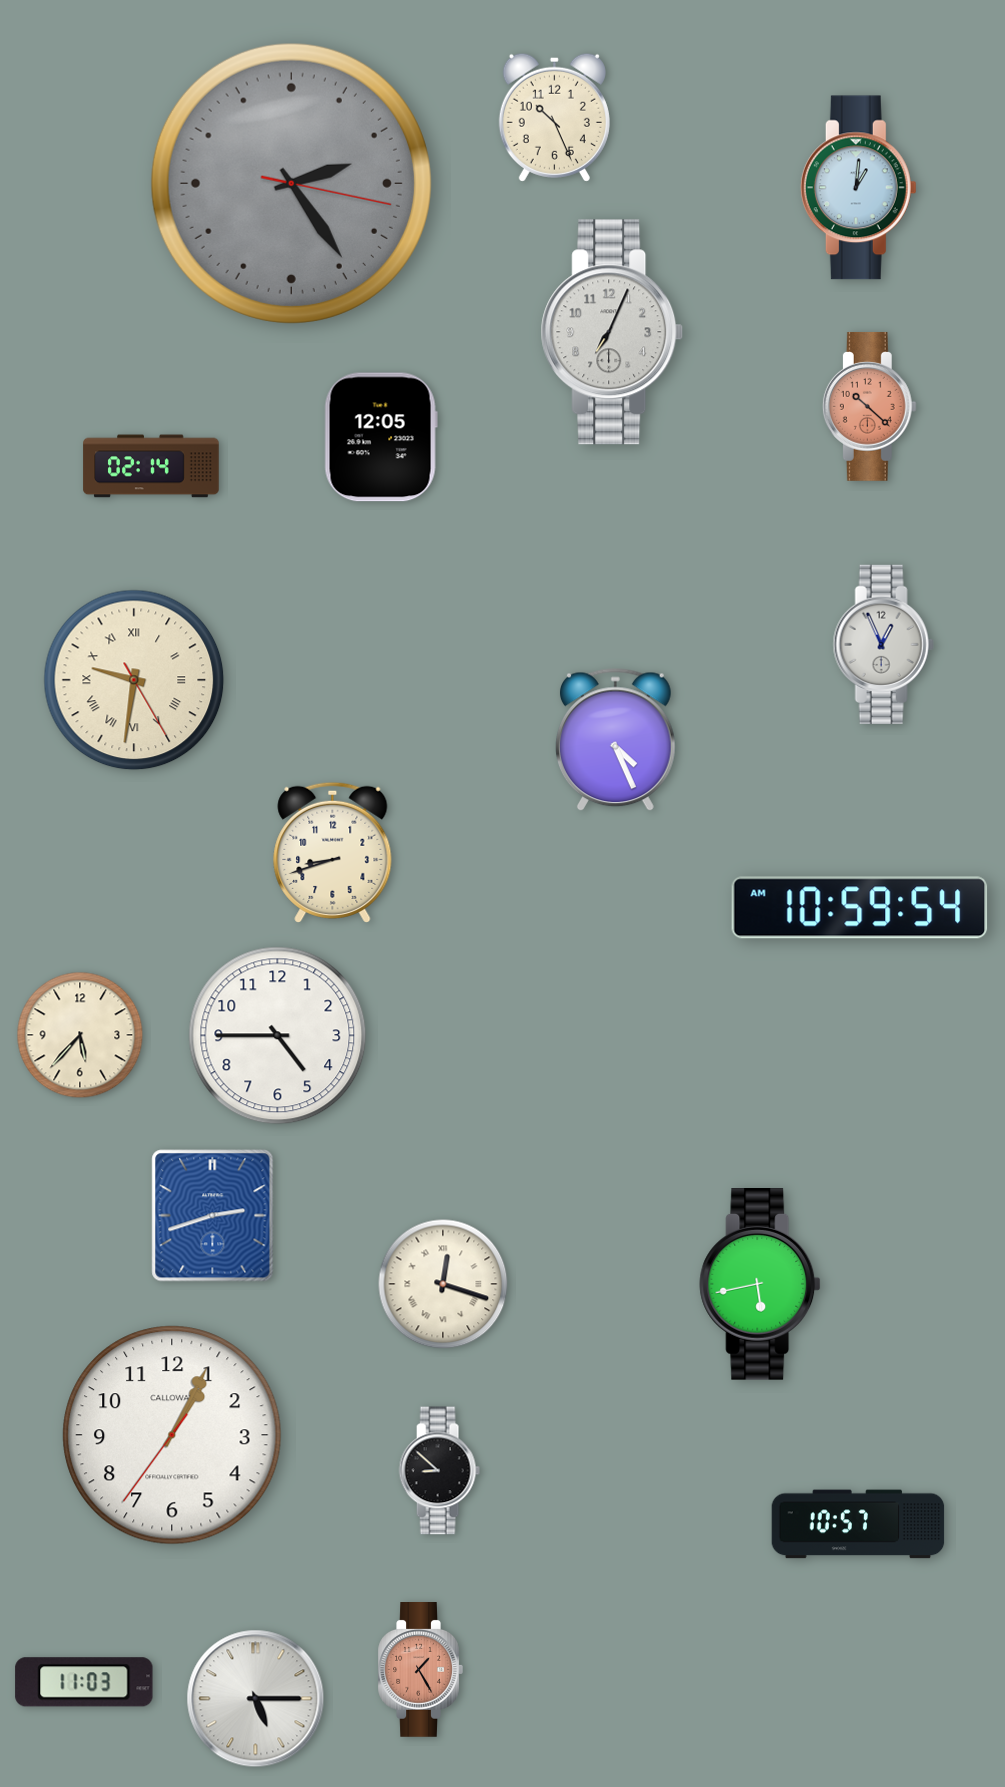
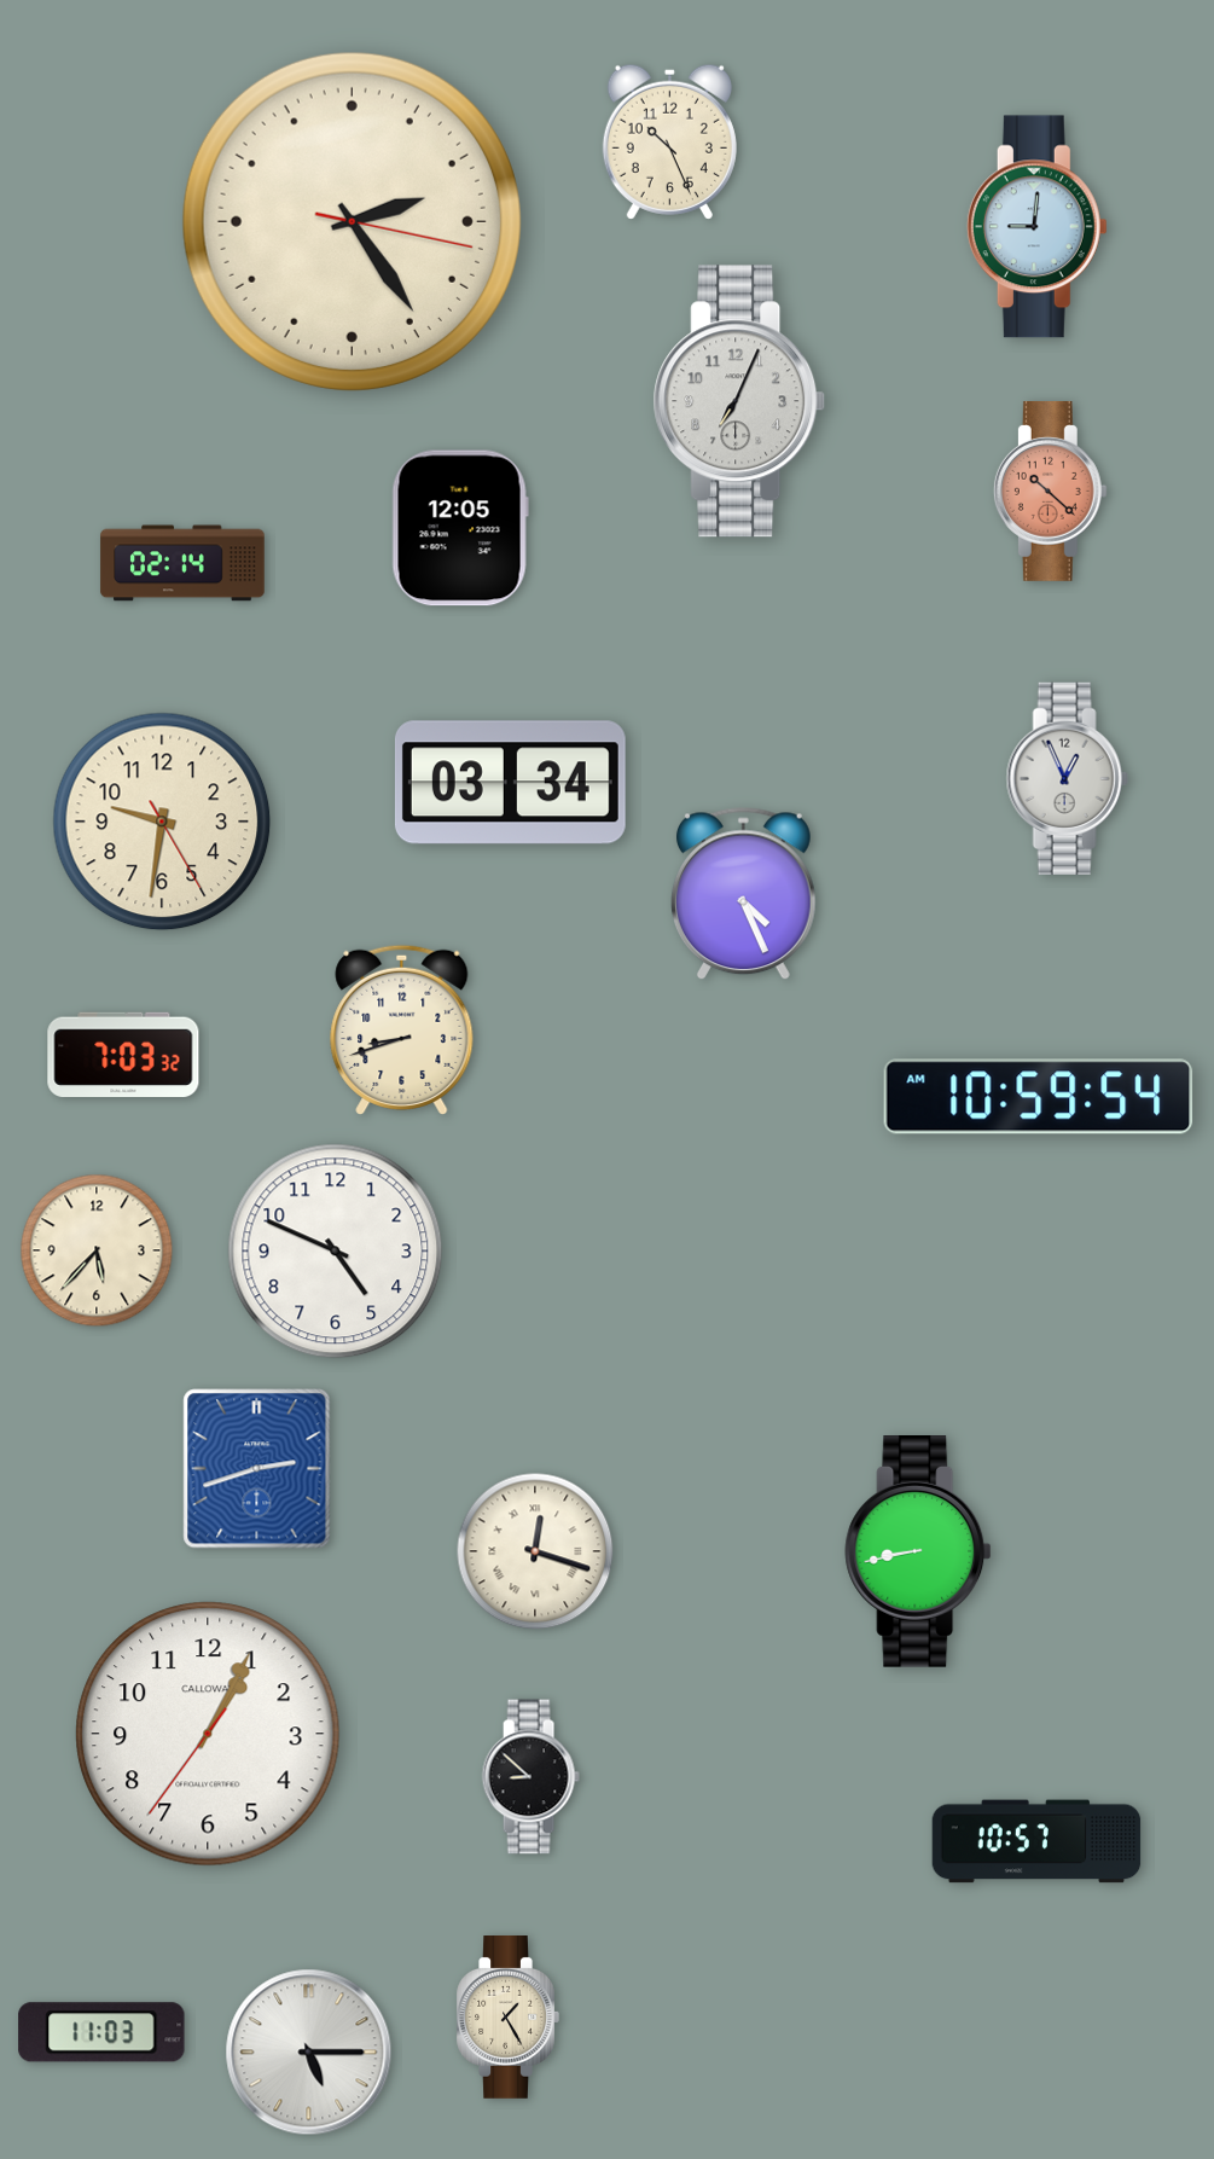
clock at (291, 183) dial: grey -> cream
clock at (858, 188): 1:01 -> 9:01
clock at (510, 783): none -> 03:34
clock at (134, 680) numerals: Roman -> Arabic
clock at (123, 1054): none -> 7:03
clock at (278, 1036): 4:45 -> 4:49
clock at (760, 1285): 5:43 -> 8:43
clock at (420, 1670) dial: salmon -> cream
